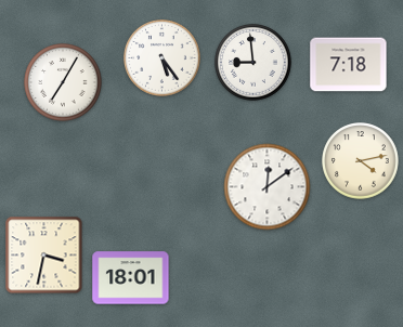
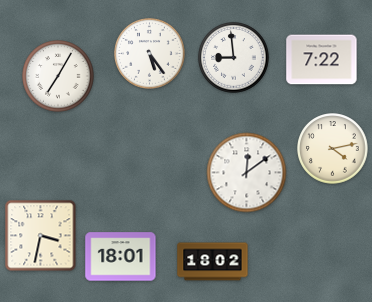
clock at (349, 65): 7:18 -> 7:22
clock at (213, 262): none -> 18:02
